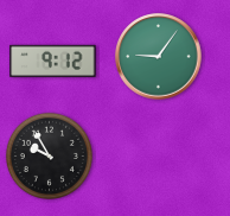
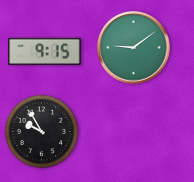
clock at (159, 57): 9:06 -> 9:09
clock at (53, 61): 9:12 -> 9:15
